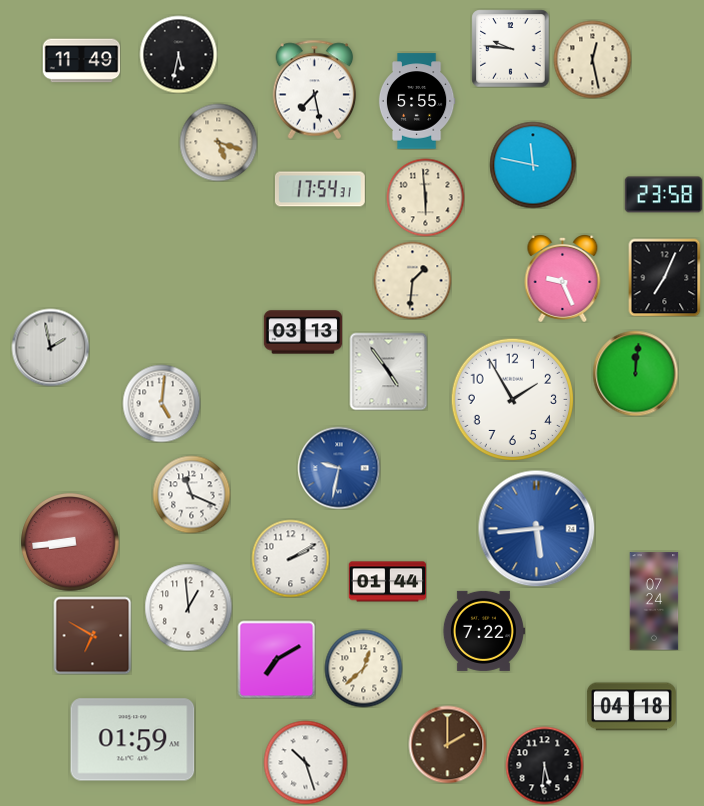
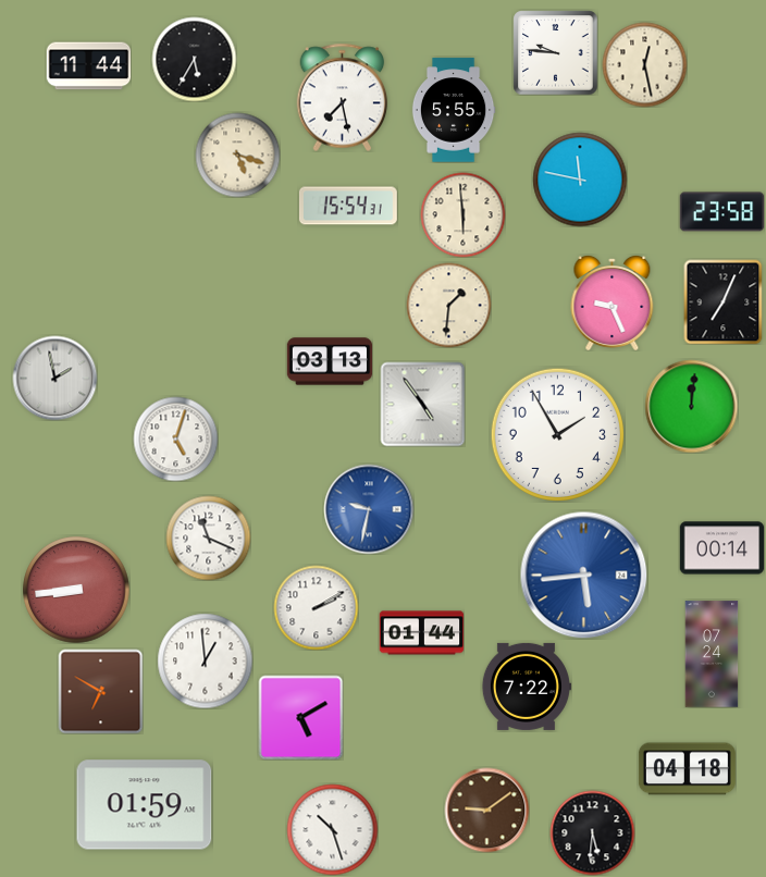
clock at (178, 54): 5:32 -> 5:35
clock at (81, 61): 11:49 -> 11:44
clock at (320, 189): 17:54 -> 15:54
clock at (161, 403): 5:01 -> 5:03
clock at (721, 548): none -> 00:14
clock at (276, 659): 7:10 -> 5:10
clock at (363, 668): 12:38 -> none
clock at (447, 744): 2:00 -> 9:09
